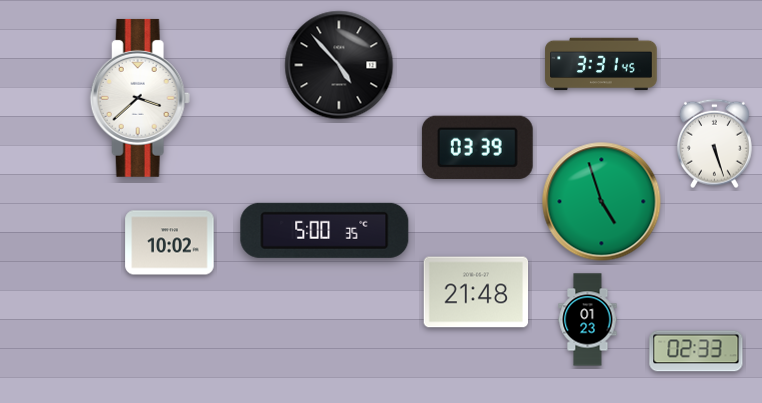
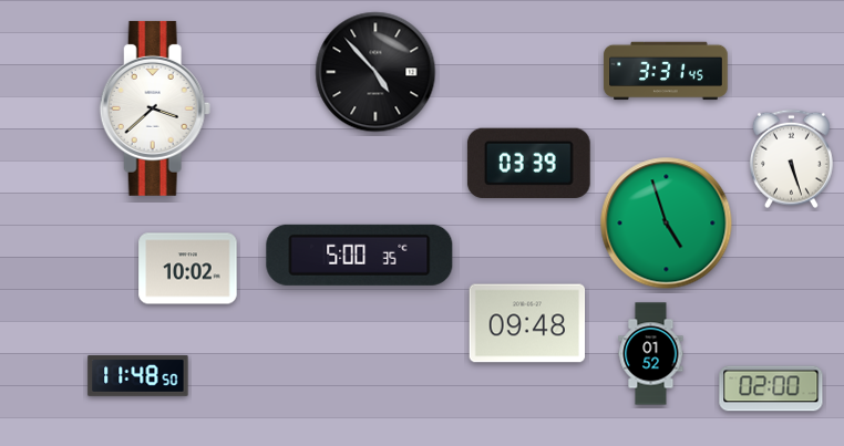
clock at (476, 292): 21:48 -> 09:48
clock at (588, 320): 01:23 -> 01:52
clock at (138, 376): none -> 11:48
clock at (696, 351): 02:33 -> 02:00
